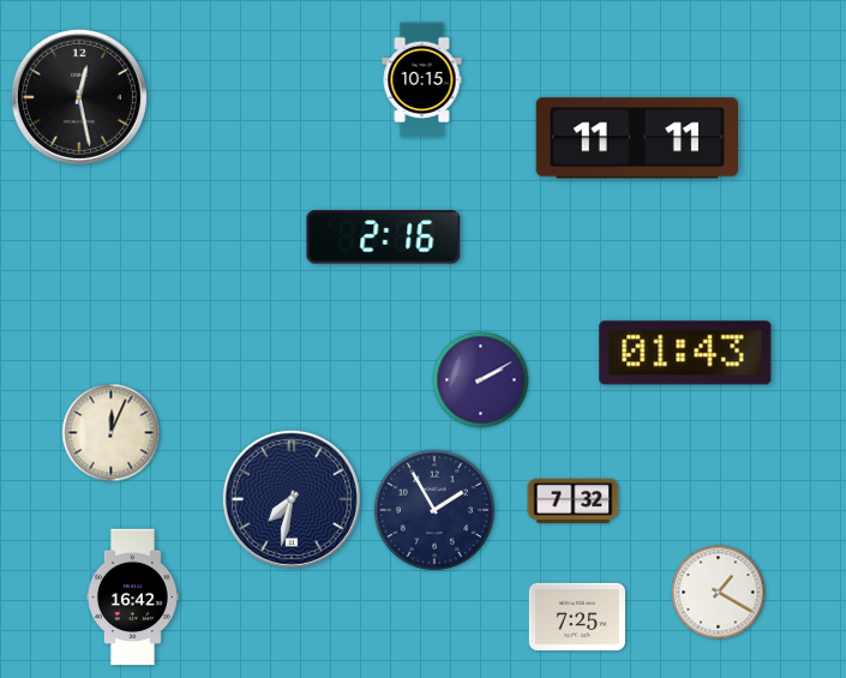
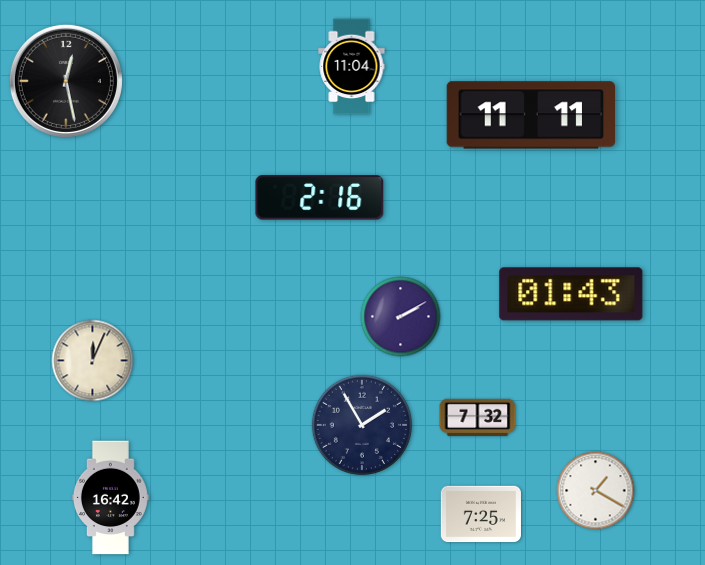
clock at (422, 80): 10:15 -> 11:04
clock at (292, 499): 7:32 -> none
clock at (719, 593) position: (719, 593) -> (596, 491)
